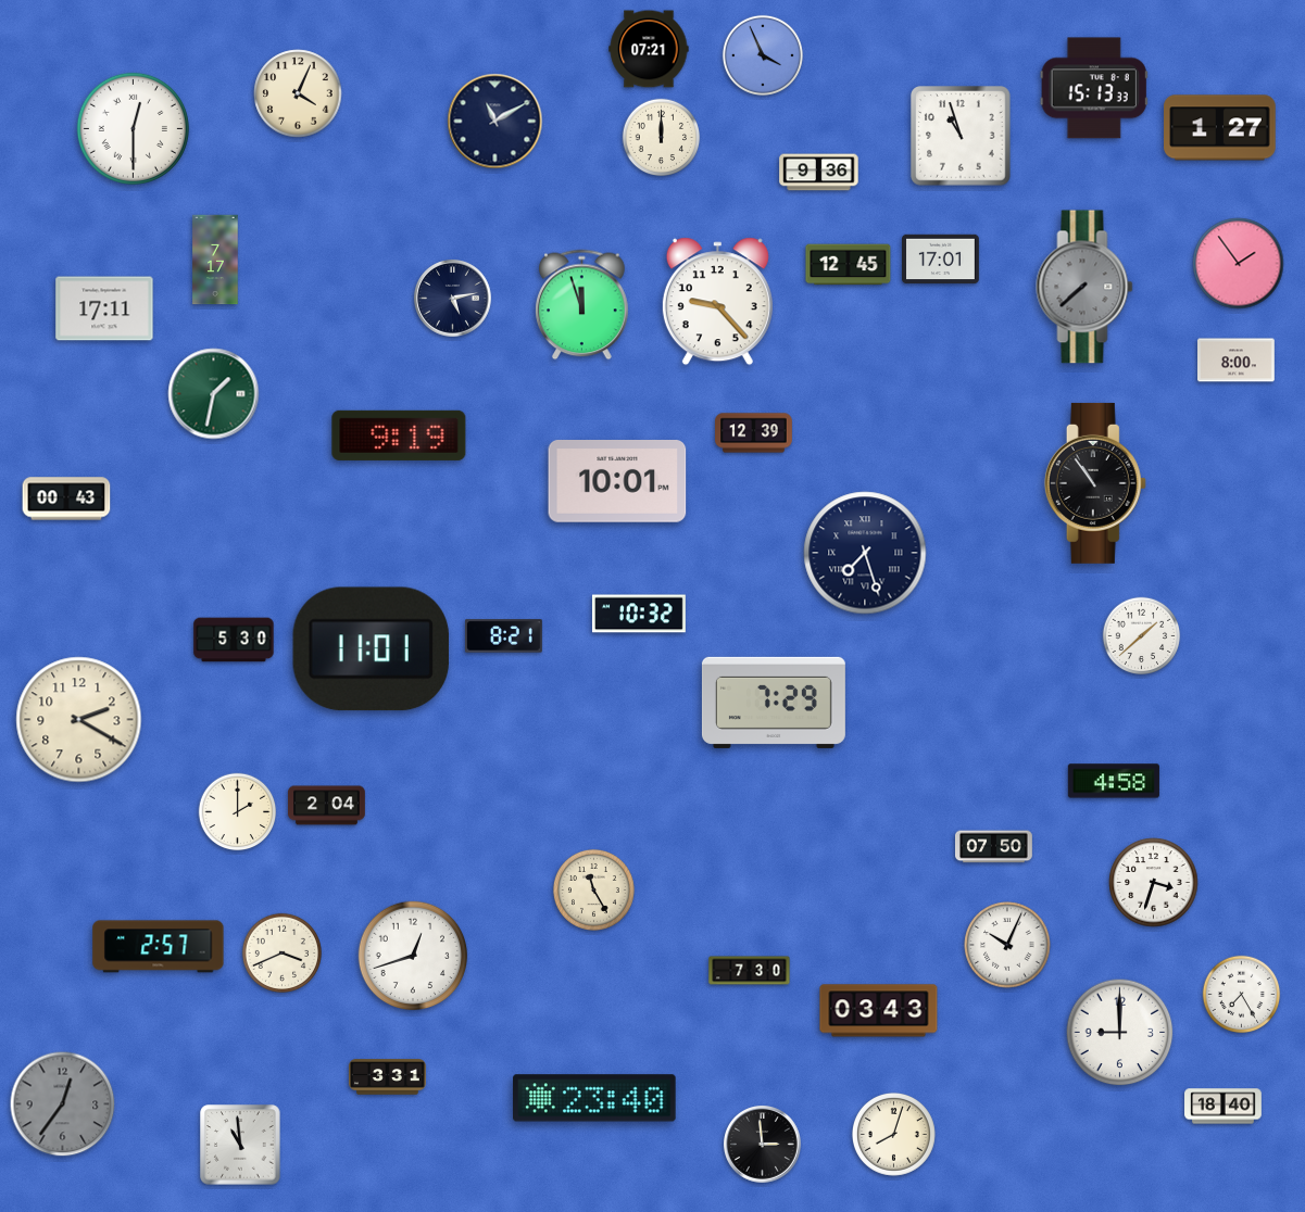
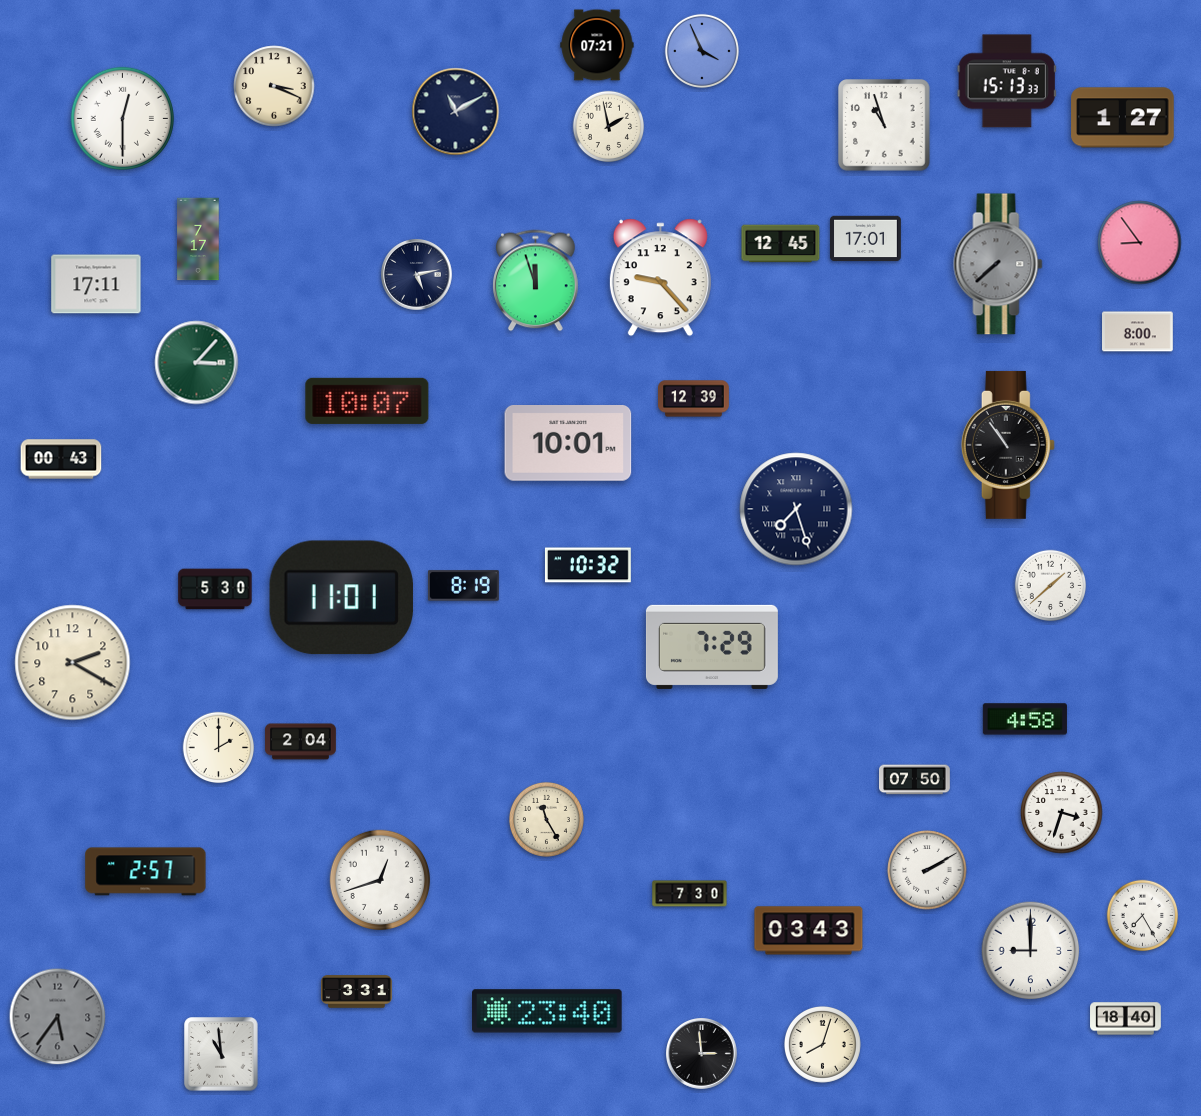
clock at (298, 93): 4:04 -> 3:19
clock at (662, 138): 12:00 -> 1:58
clock at (819, 173): 9:36 -> none
clock at (1239, 264): 1:54 -> 8:54
clock at (214, 394): 1:32 -> 3:07
clock at (399, 435): 9:19 -> 10:07
clock at (504, 636): 8:21 -> 8:19
clock at (1007, 945): 10:04 -> 2:10
clock at (281, 952): 3:41 -> none
clock at (63, 1104): 12:36 -> 5:36
